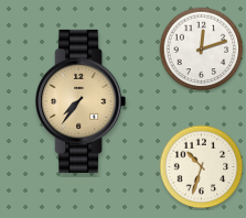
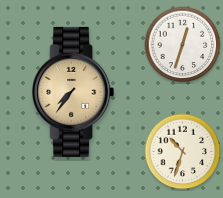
clock at (202, 50): 12:12 -> 12:33
